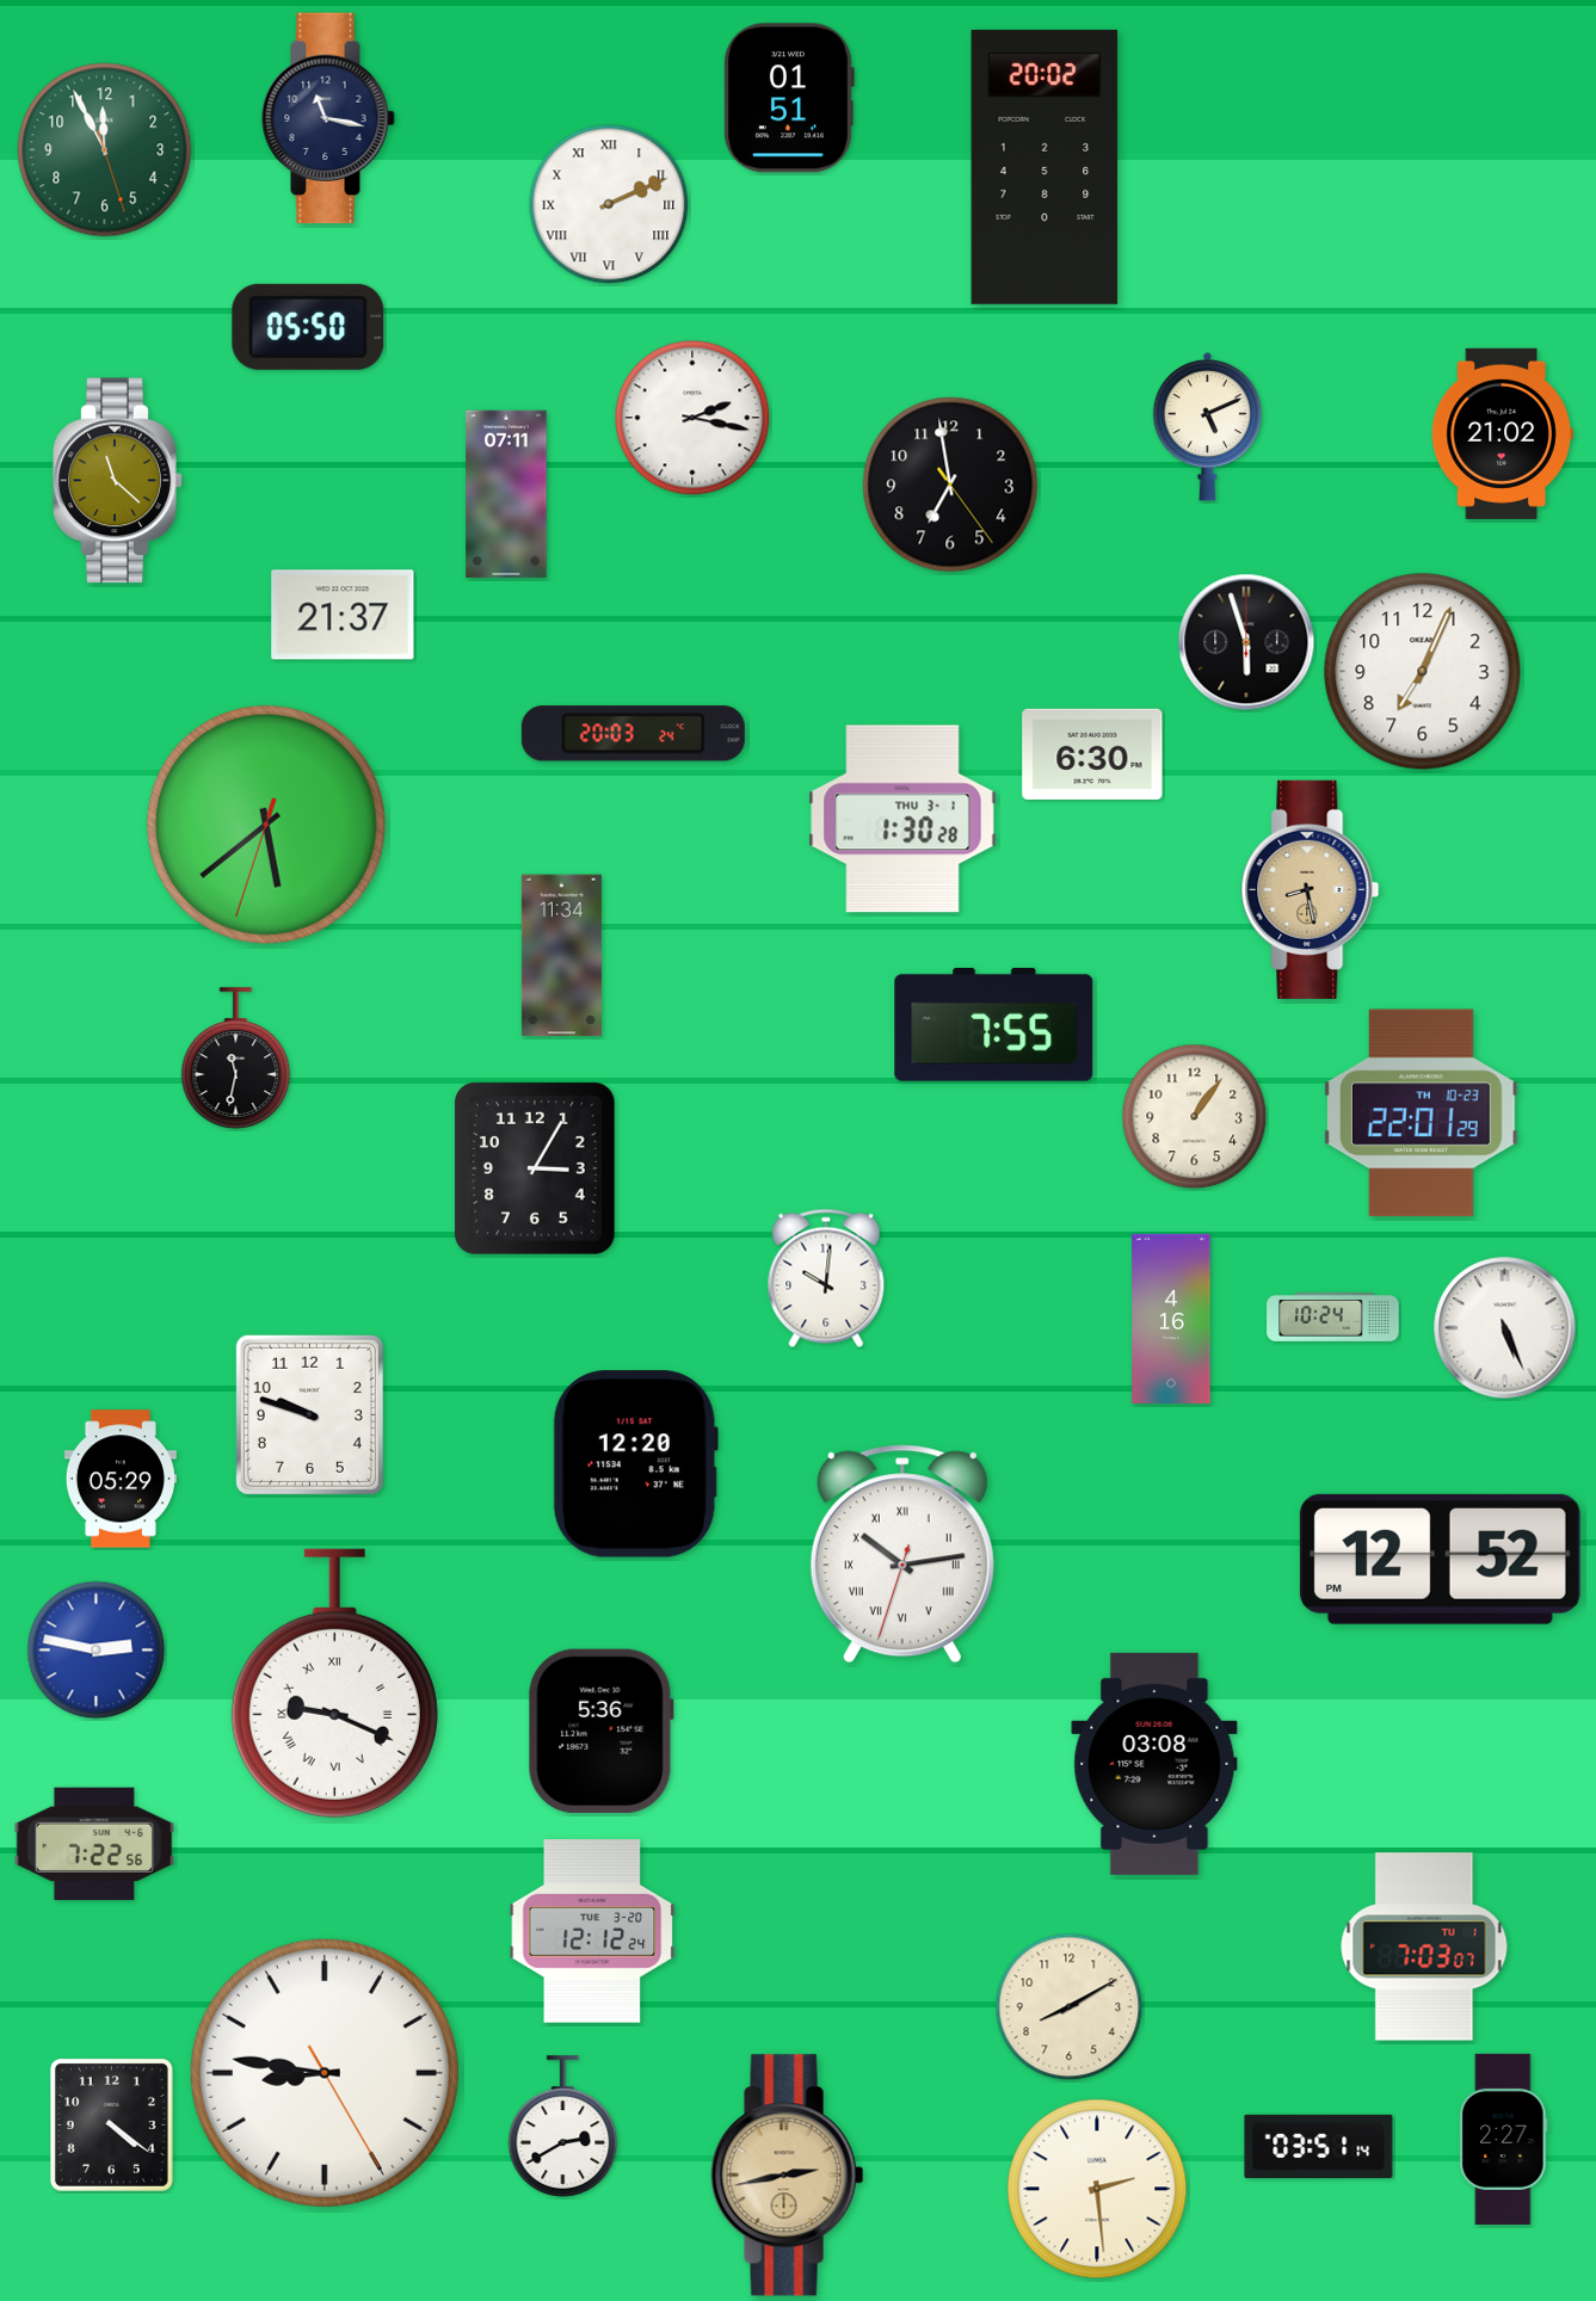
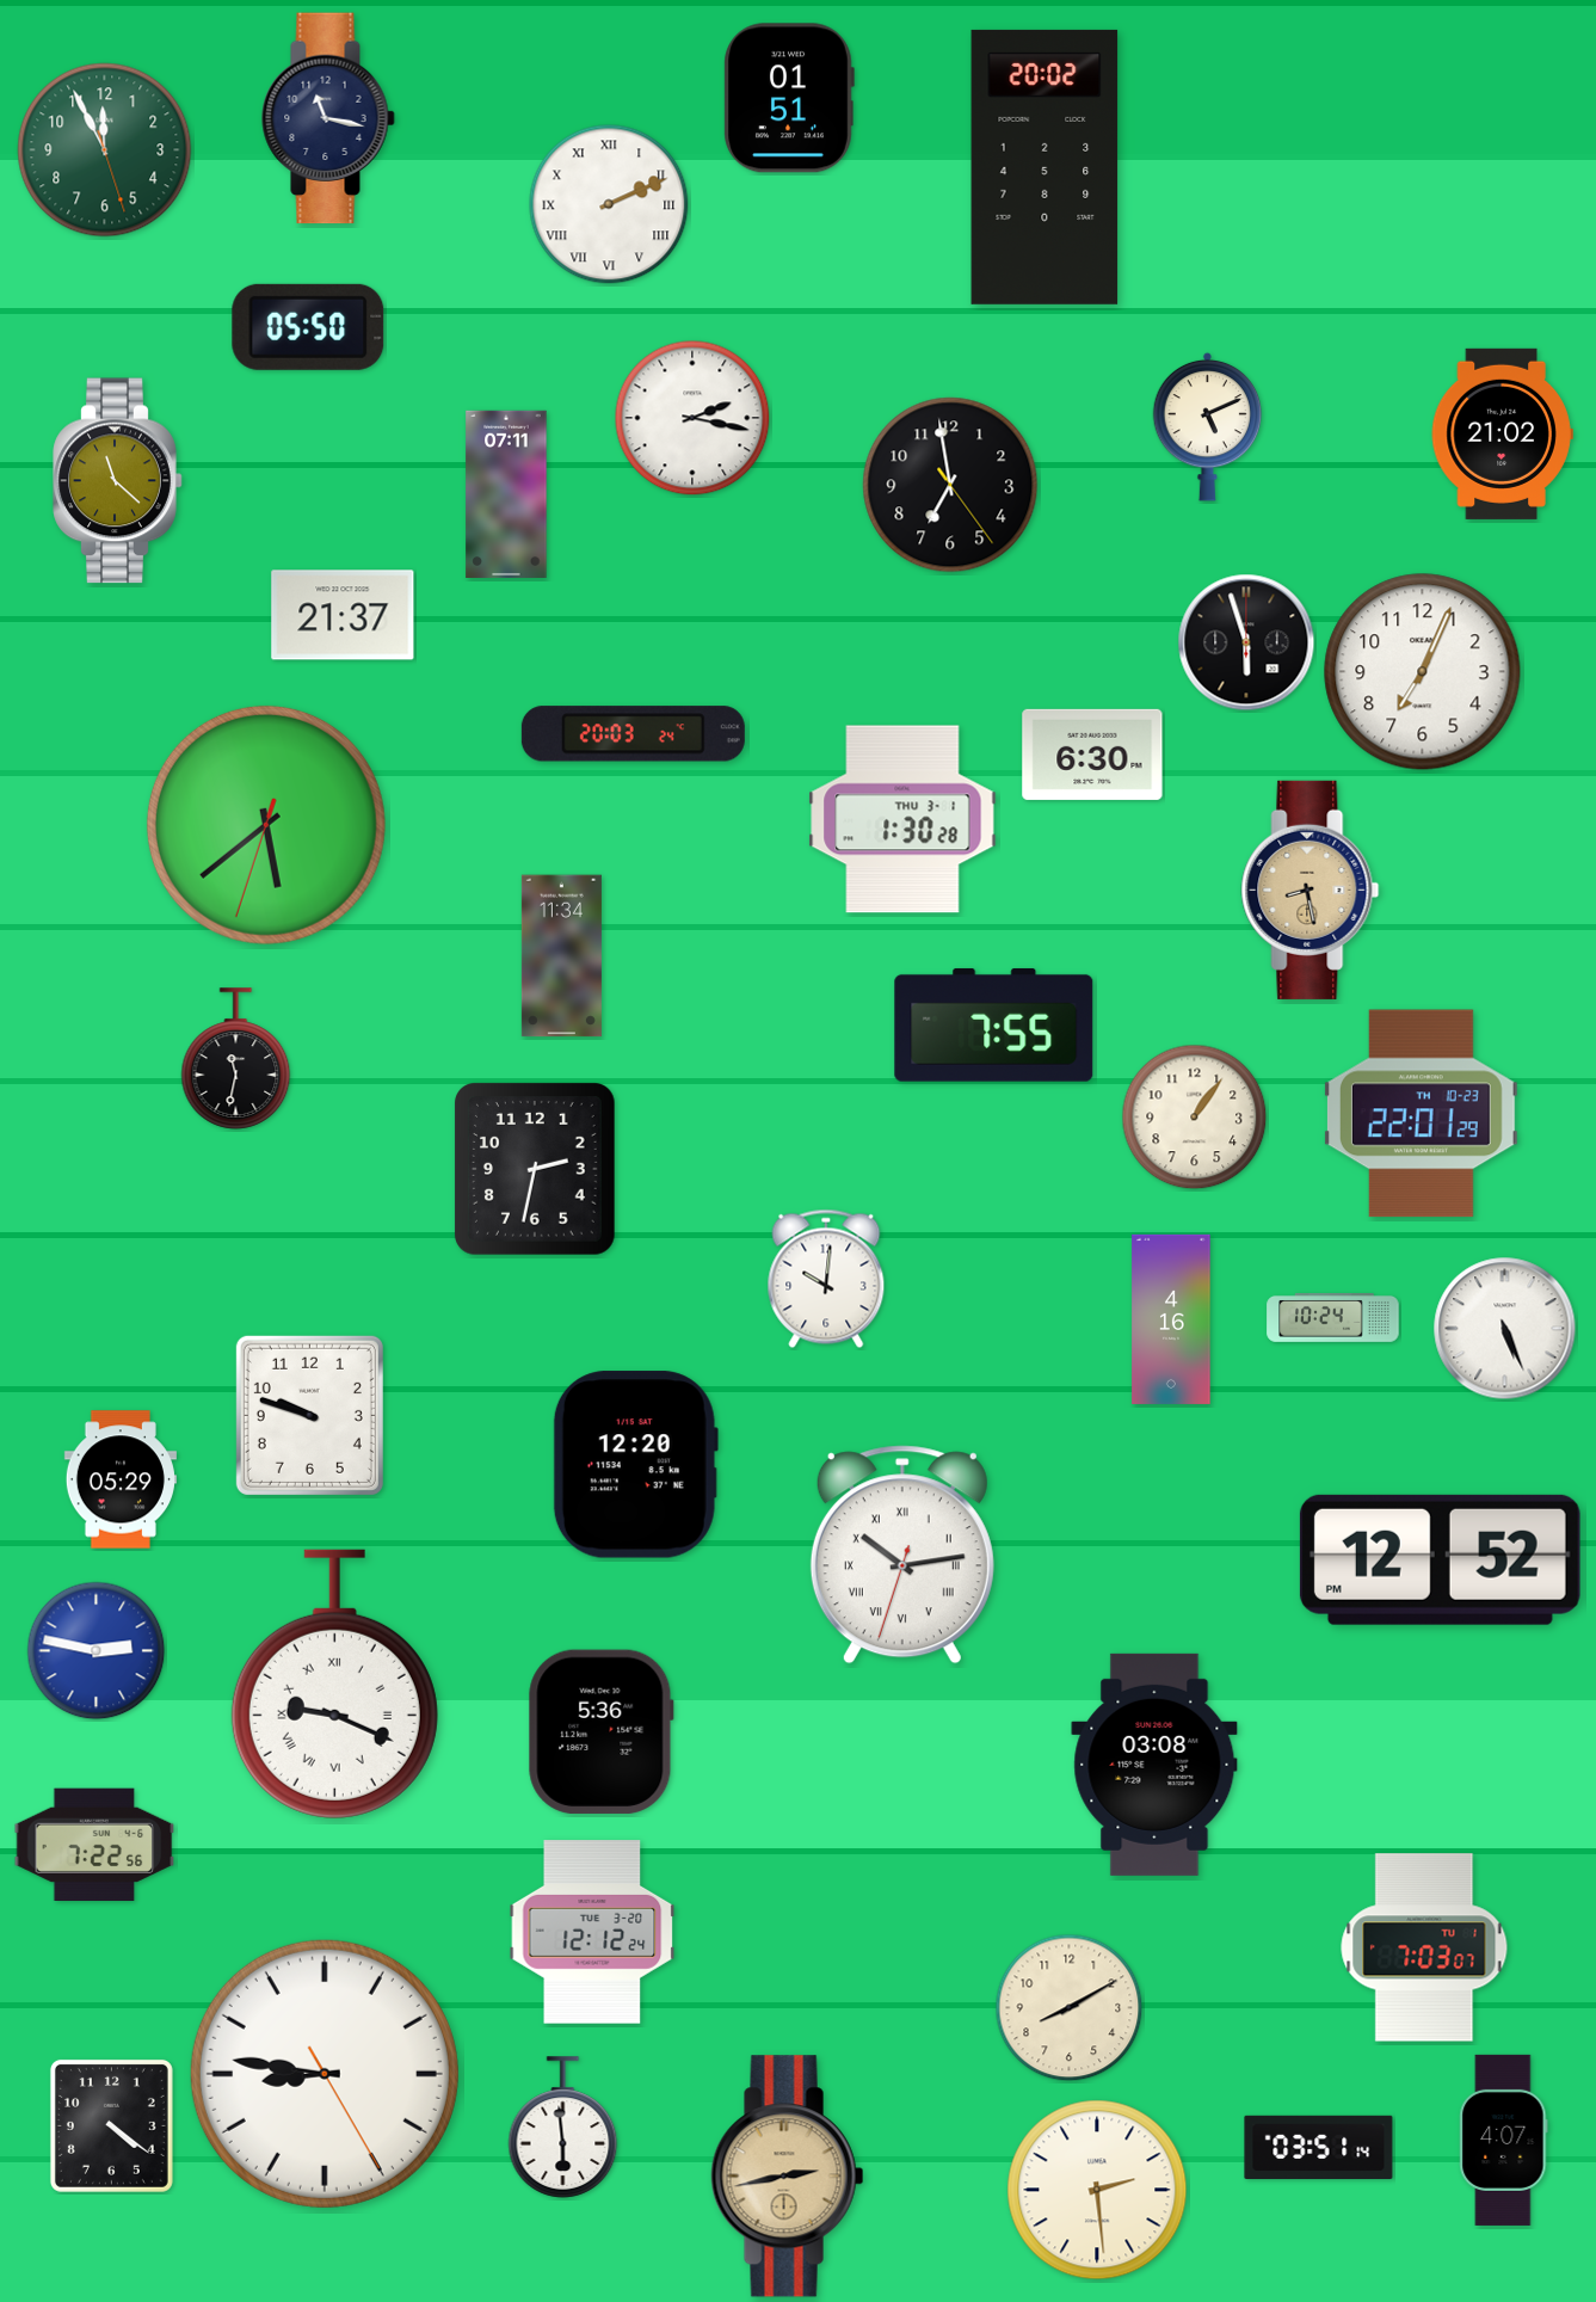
clock at (536, 1170): 3:05 -> 2:32
clock at (563, 2127): 2:40 -> 5:59
clock at (1504, 2139): 2:27 -> 4:07
